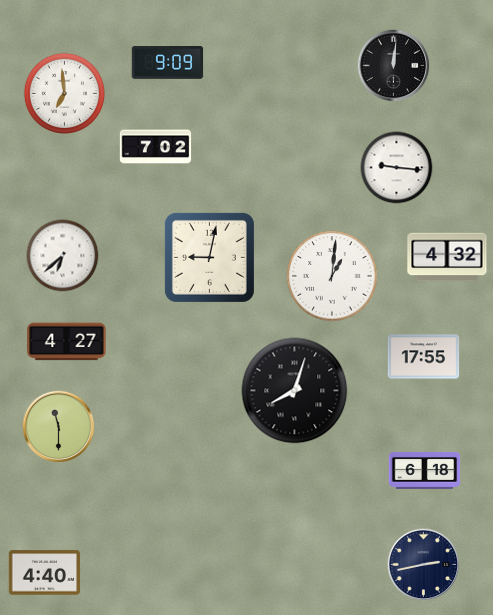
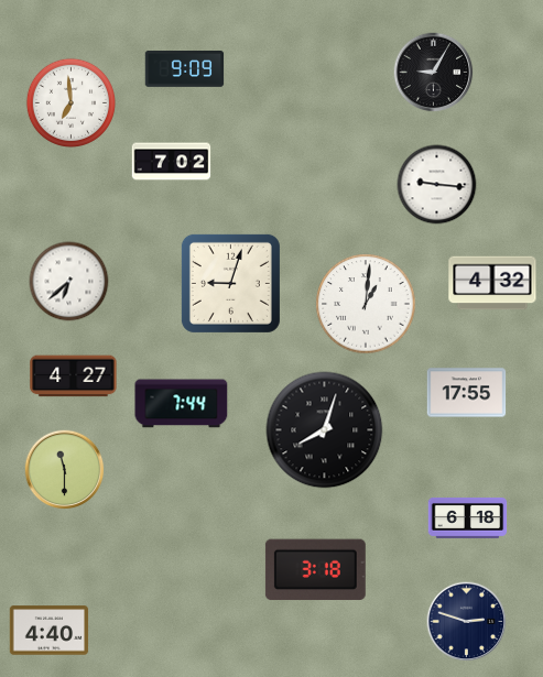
clock at (394, 66): 12:01 -> 9:05
clock at (209, 257): 9:02 -> 9:03
clock at (182, 404): none -> 7:44
clock at (315, 570): none -> 3:18
clock at (424, 565): 2:43 -> 2:48
